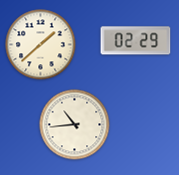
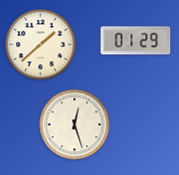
clock at (136, 41): 02:29 -> 01:29
clock at (75, 125): 10:44 -> 12:27
